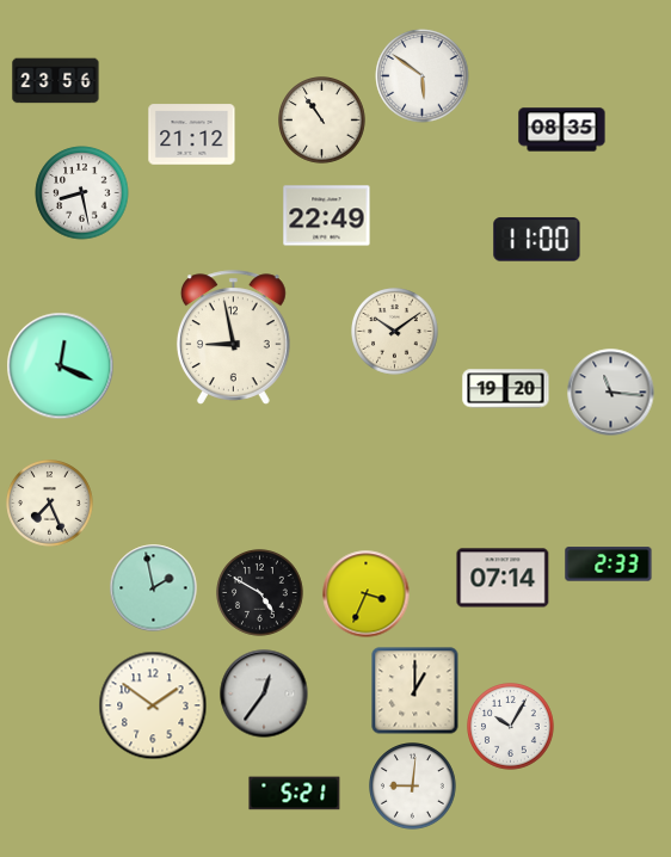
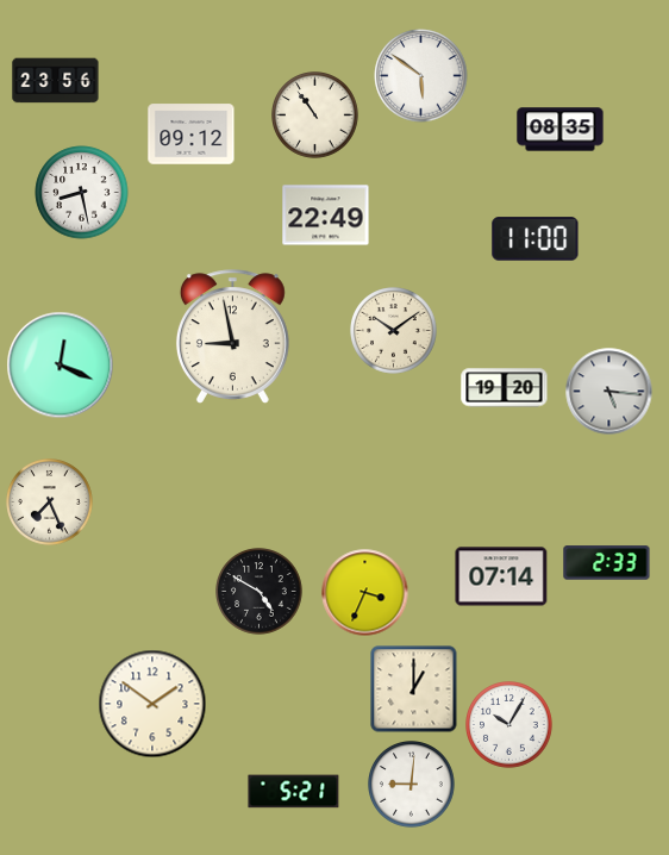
clock at (322, 121) position: (322, 121) -> (315, 116)
clock at (192, 135): 21:12 -> 09:12
clock at (611, 393): 11:16 -> 5:16
clock at (154, 588): 1:58 -> none
clock at (264, 693): 12:36 -> none
